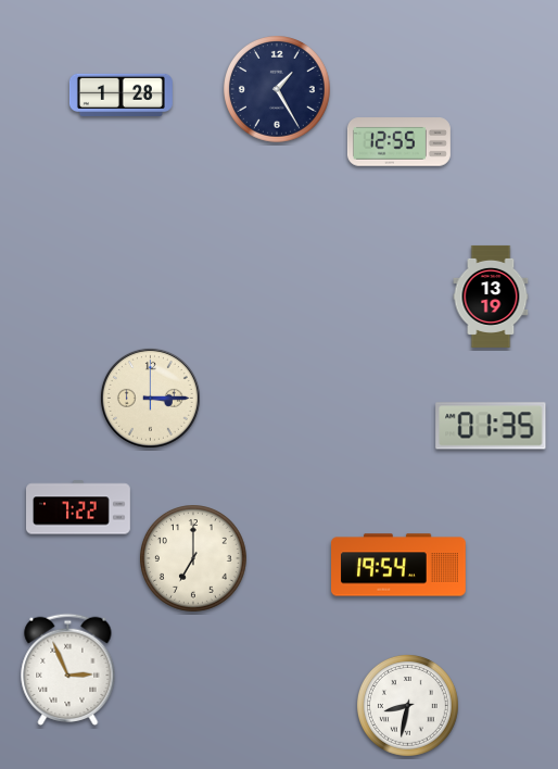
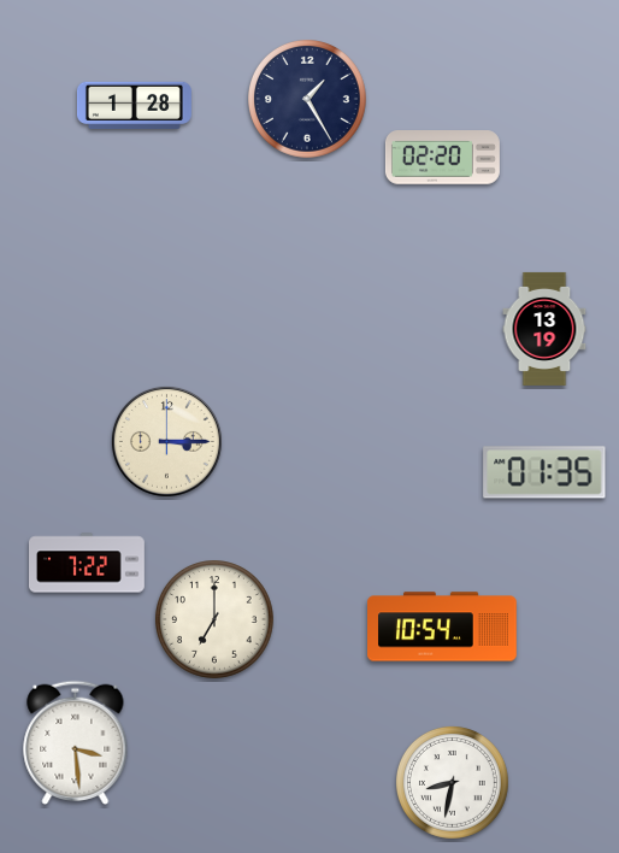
clock at (398, 142): 12:55 -> 02:20
clock at (400, 565): 19:54 -> 10:54
clock at (68, 669): 2:56 -> 3:29
